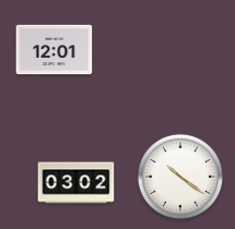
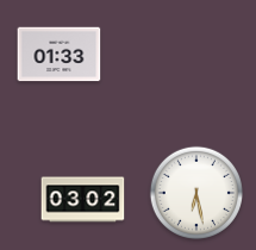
clock at (55, 50): 12:01 -> 01:33
clock at (179, 176): 10:21 -> 6:28
